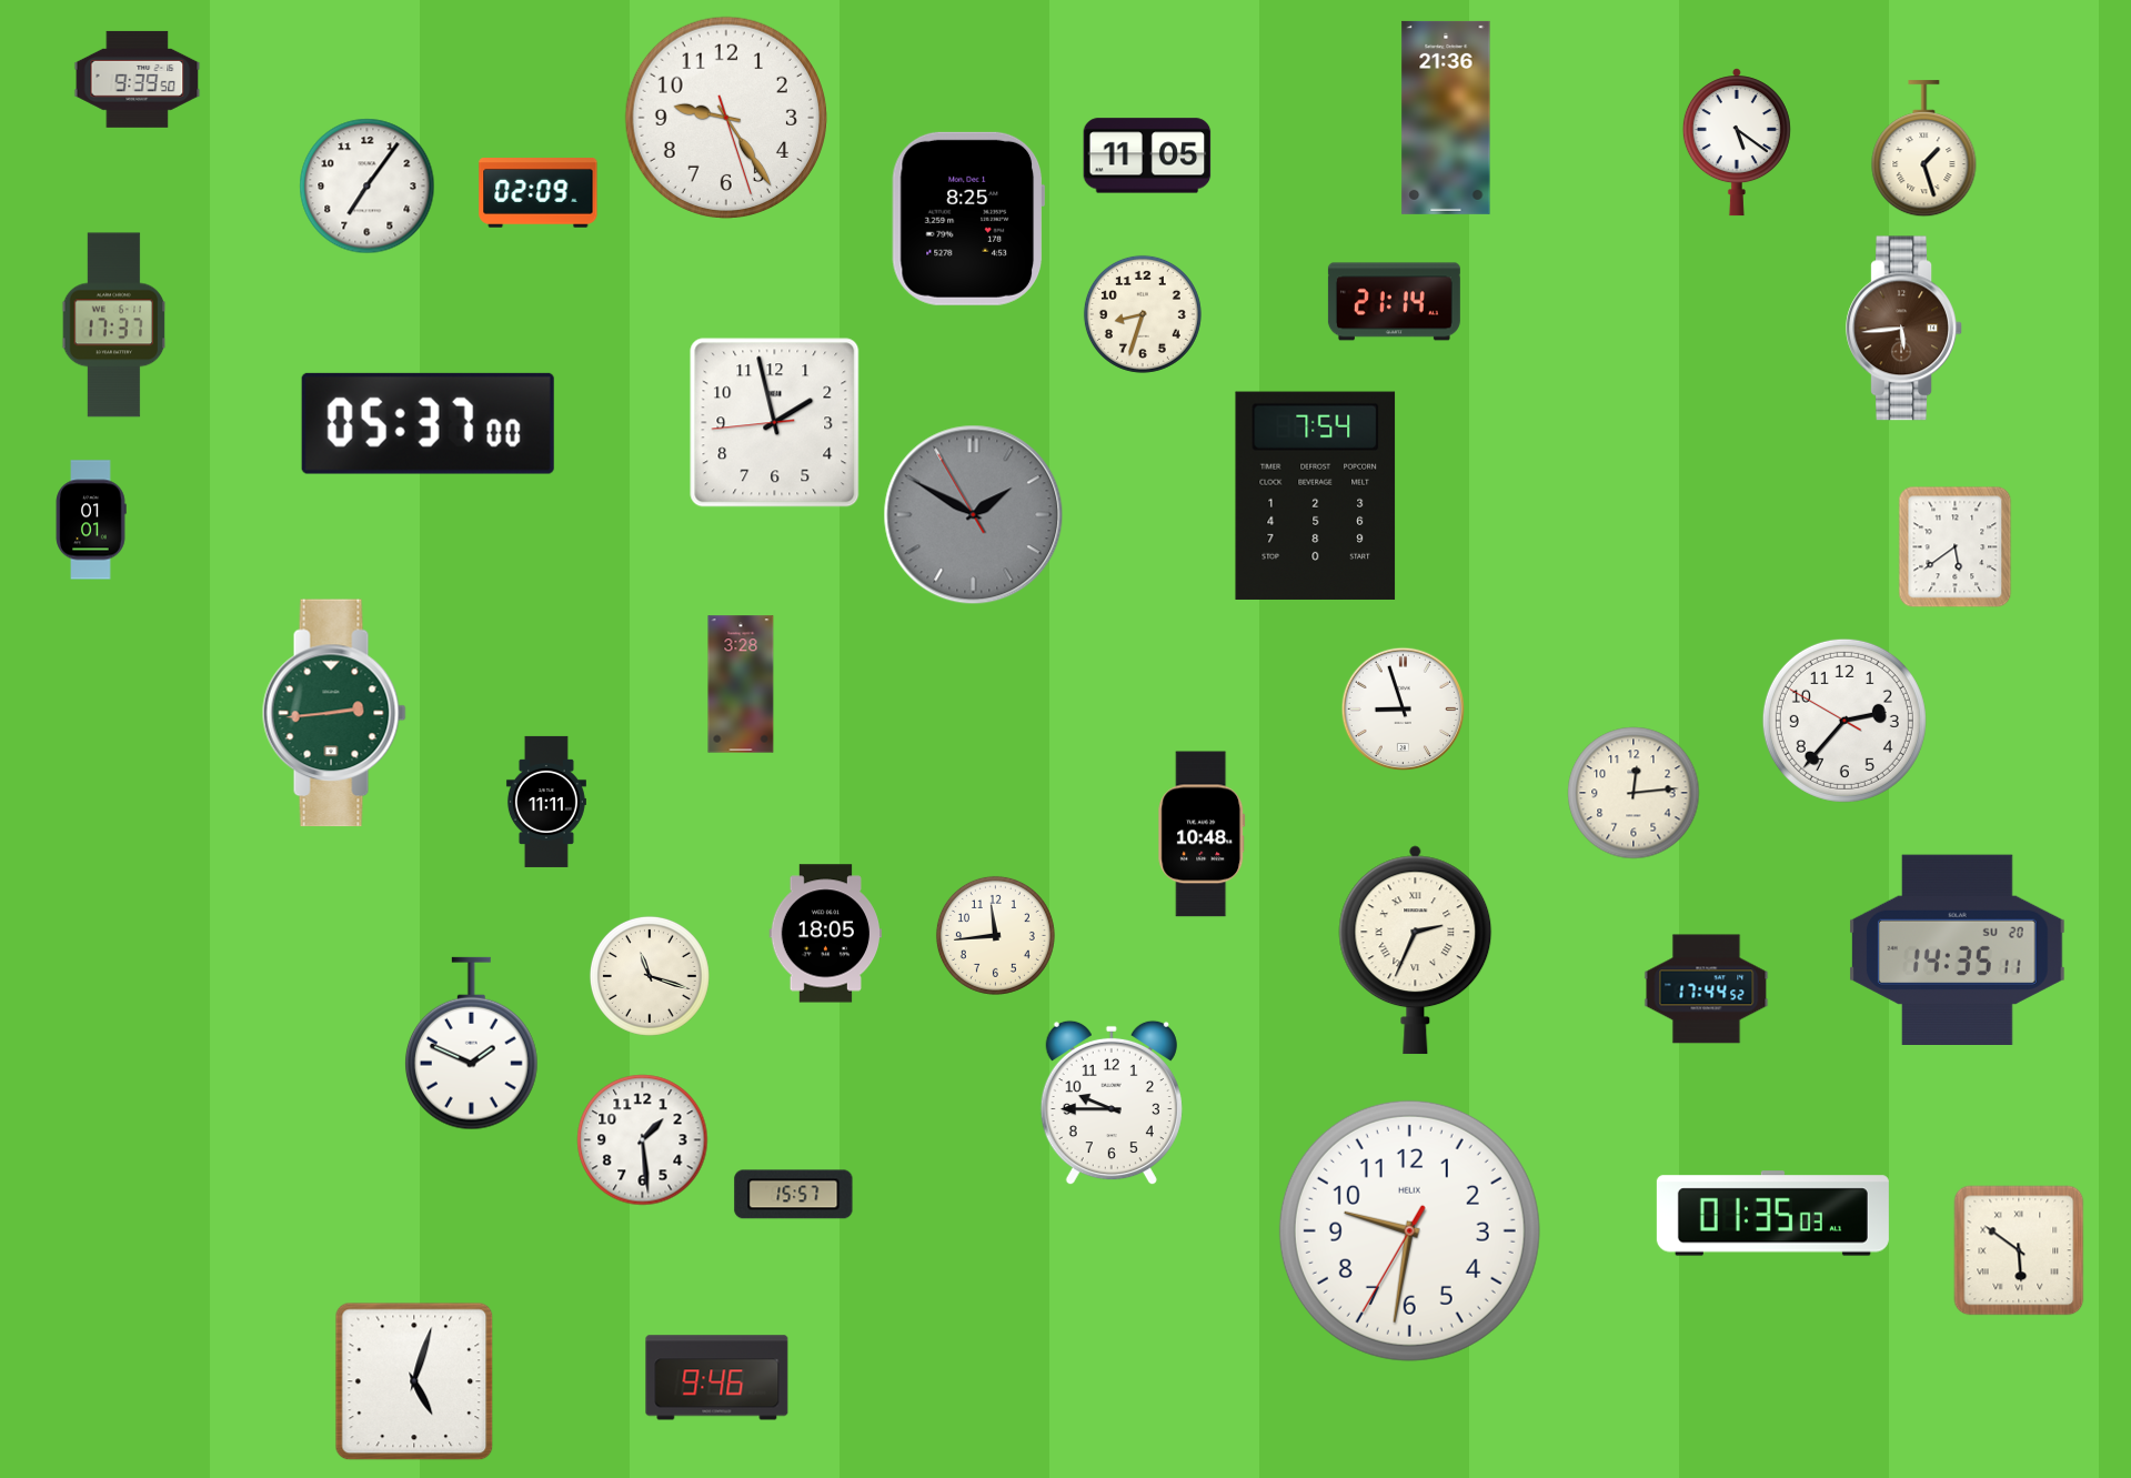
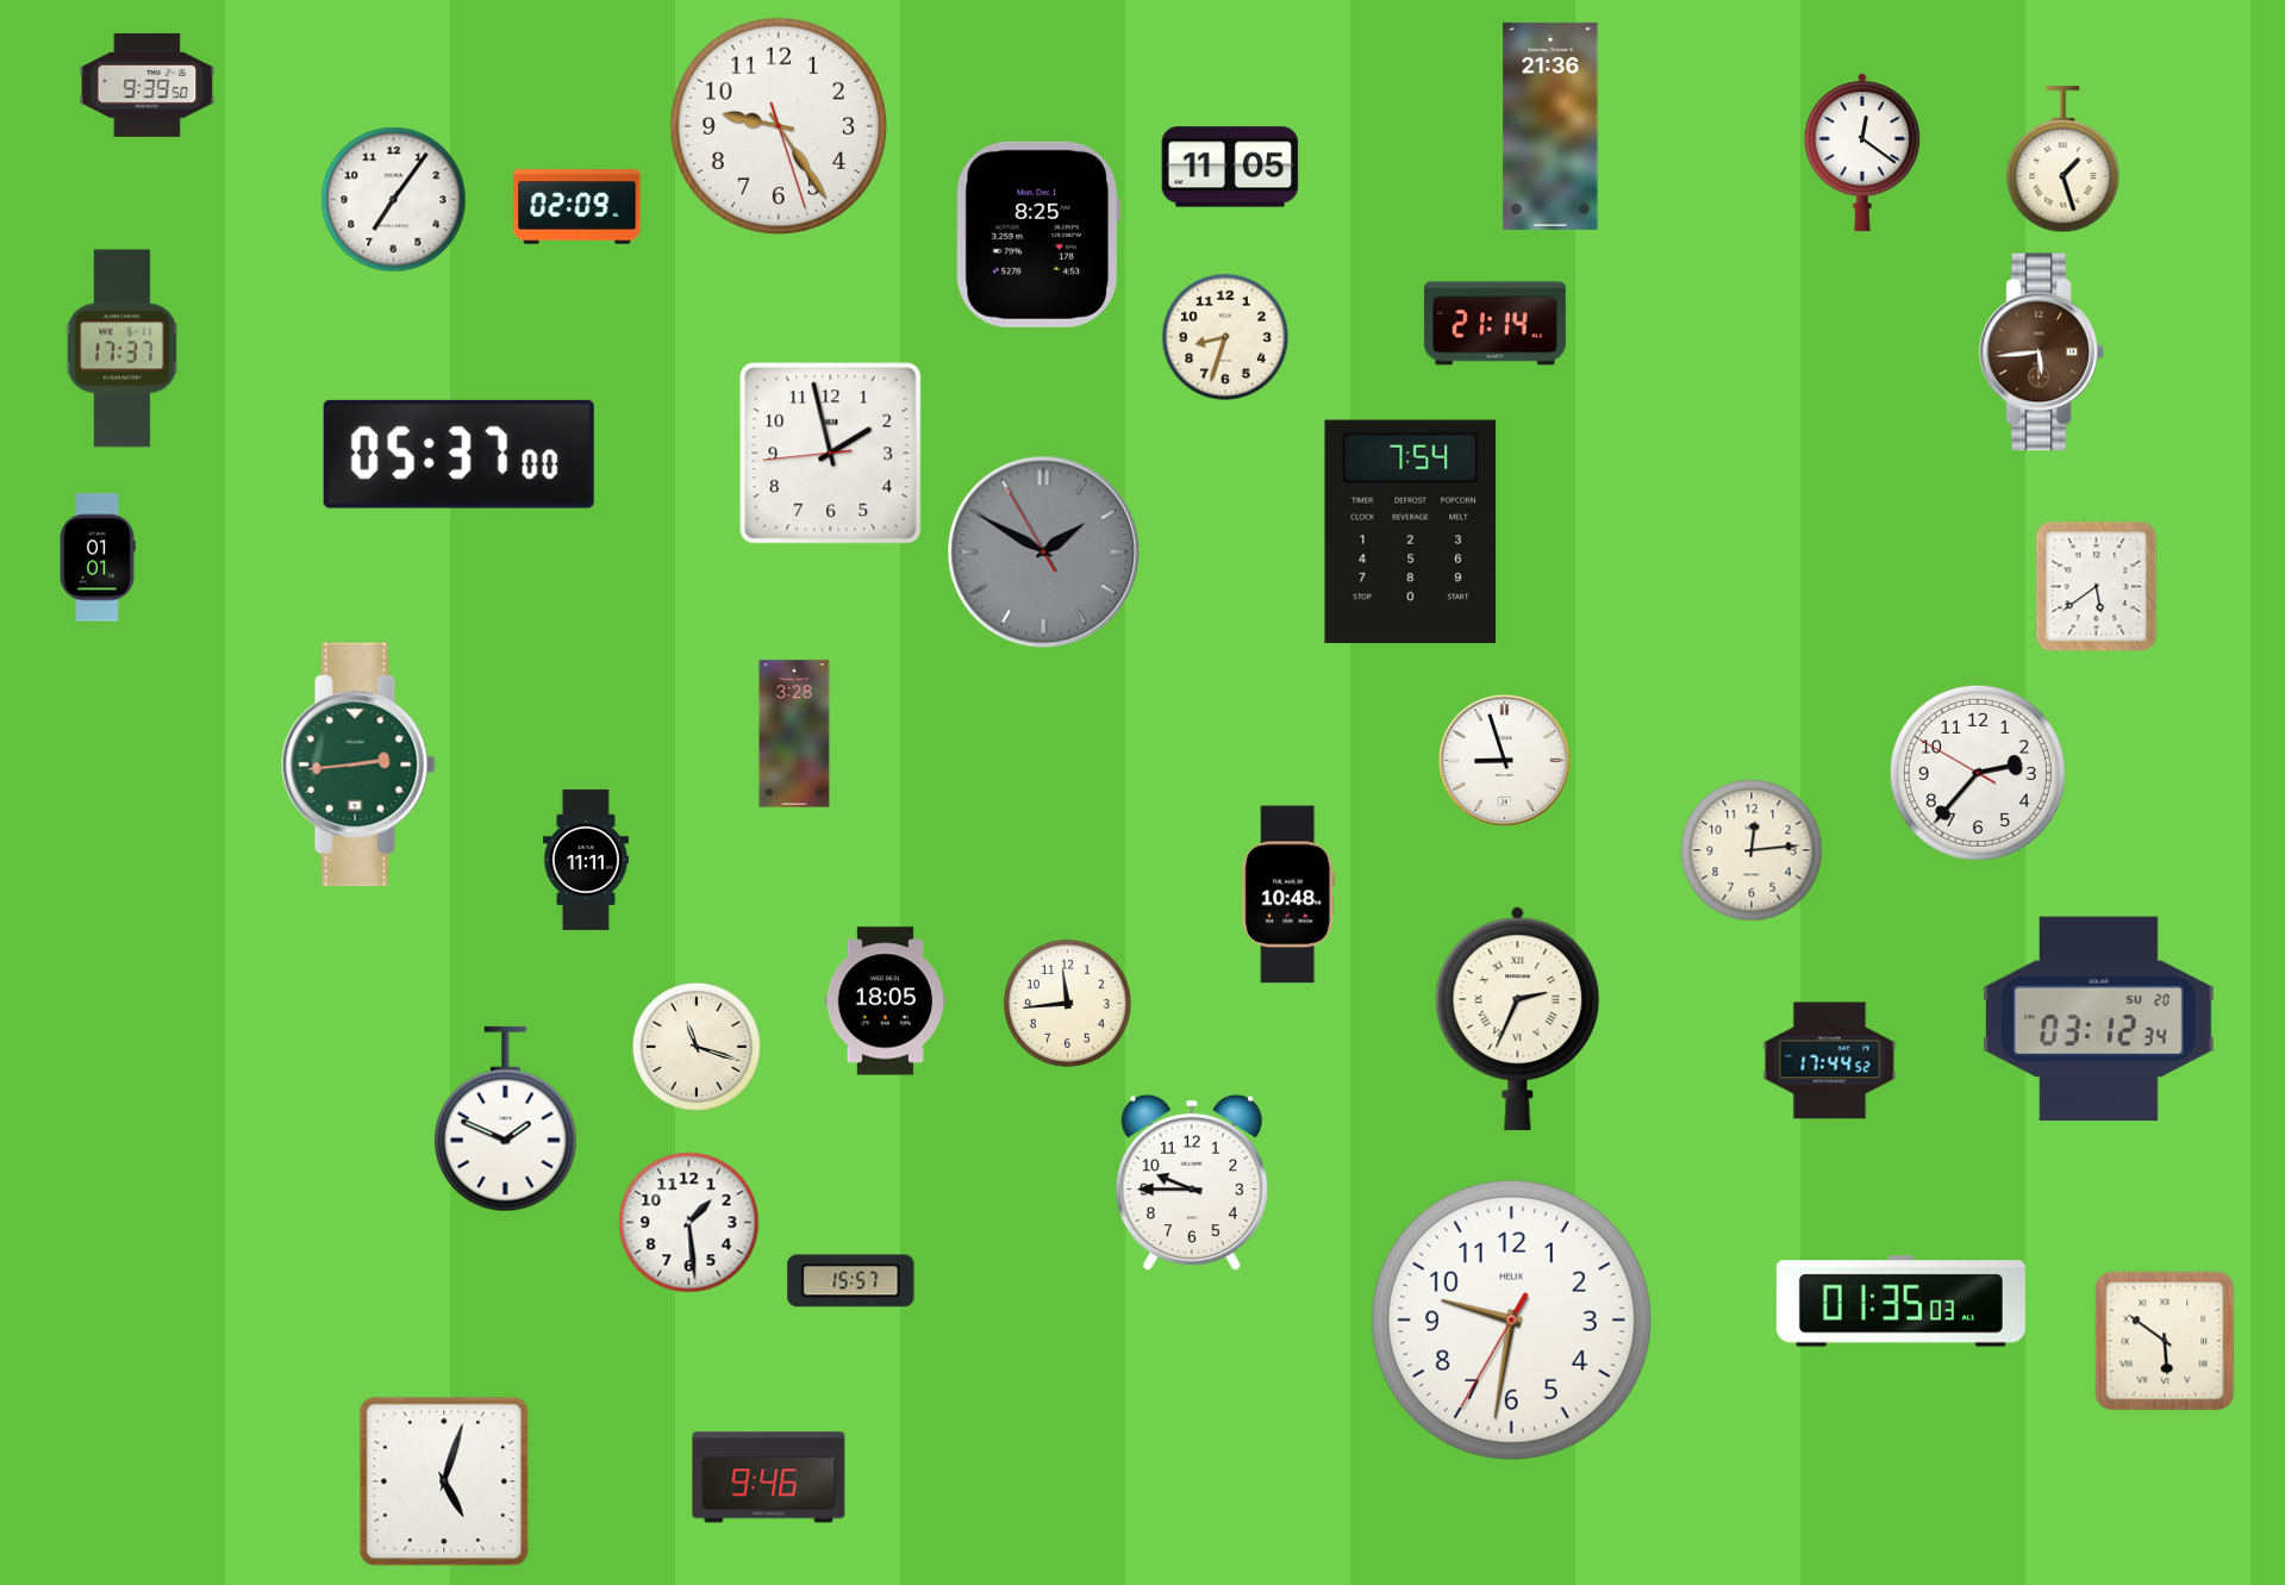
clock at (1737, 142): 5:21 -> 12:21
clock at (1958, 949): 14:35 -> 03:12
